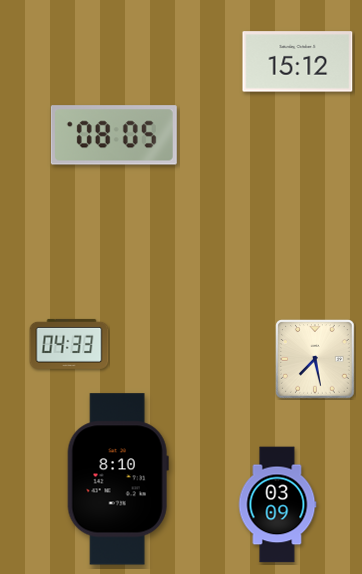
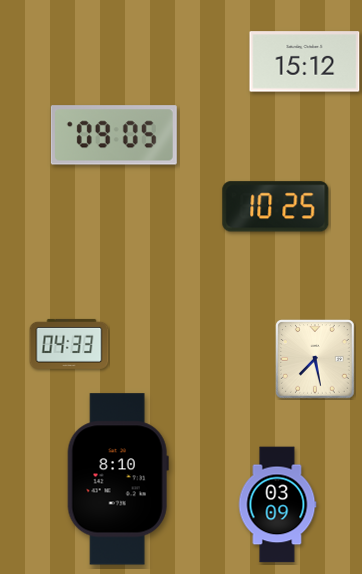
clock at (298, 62) position: (298, 62) -> (305, 62)
clock at (114, 135): 08:05 -> 09:05
clock at (276, 207): none -> 10:25
